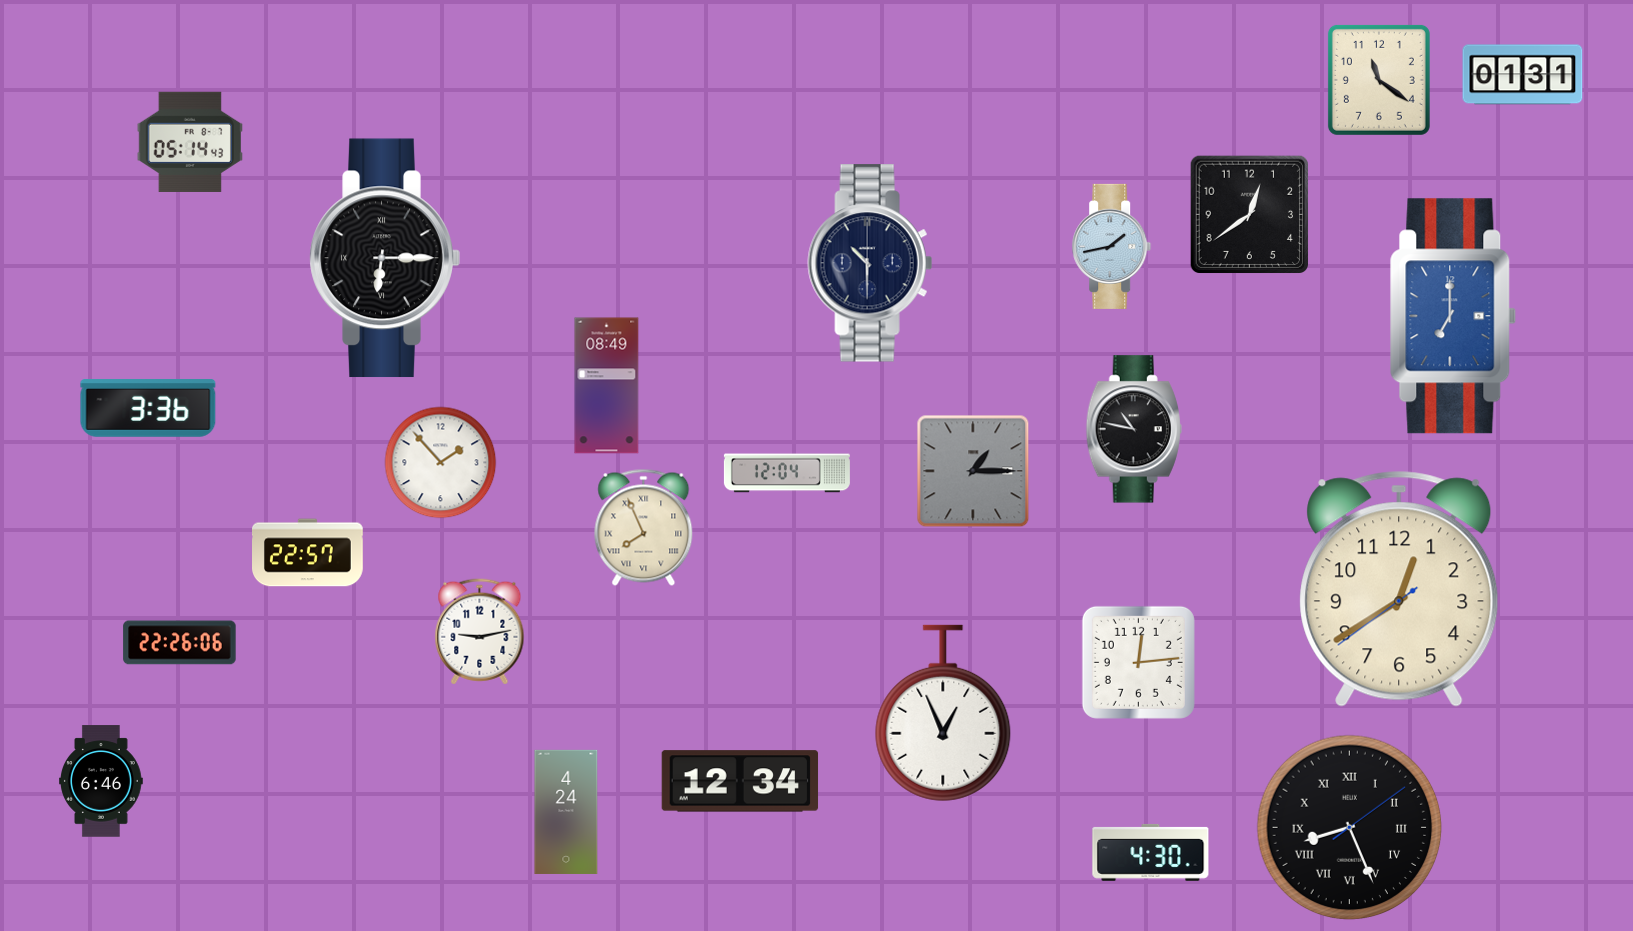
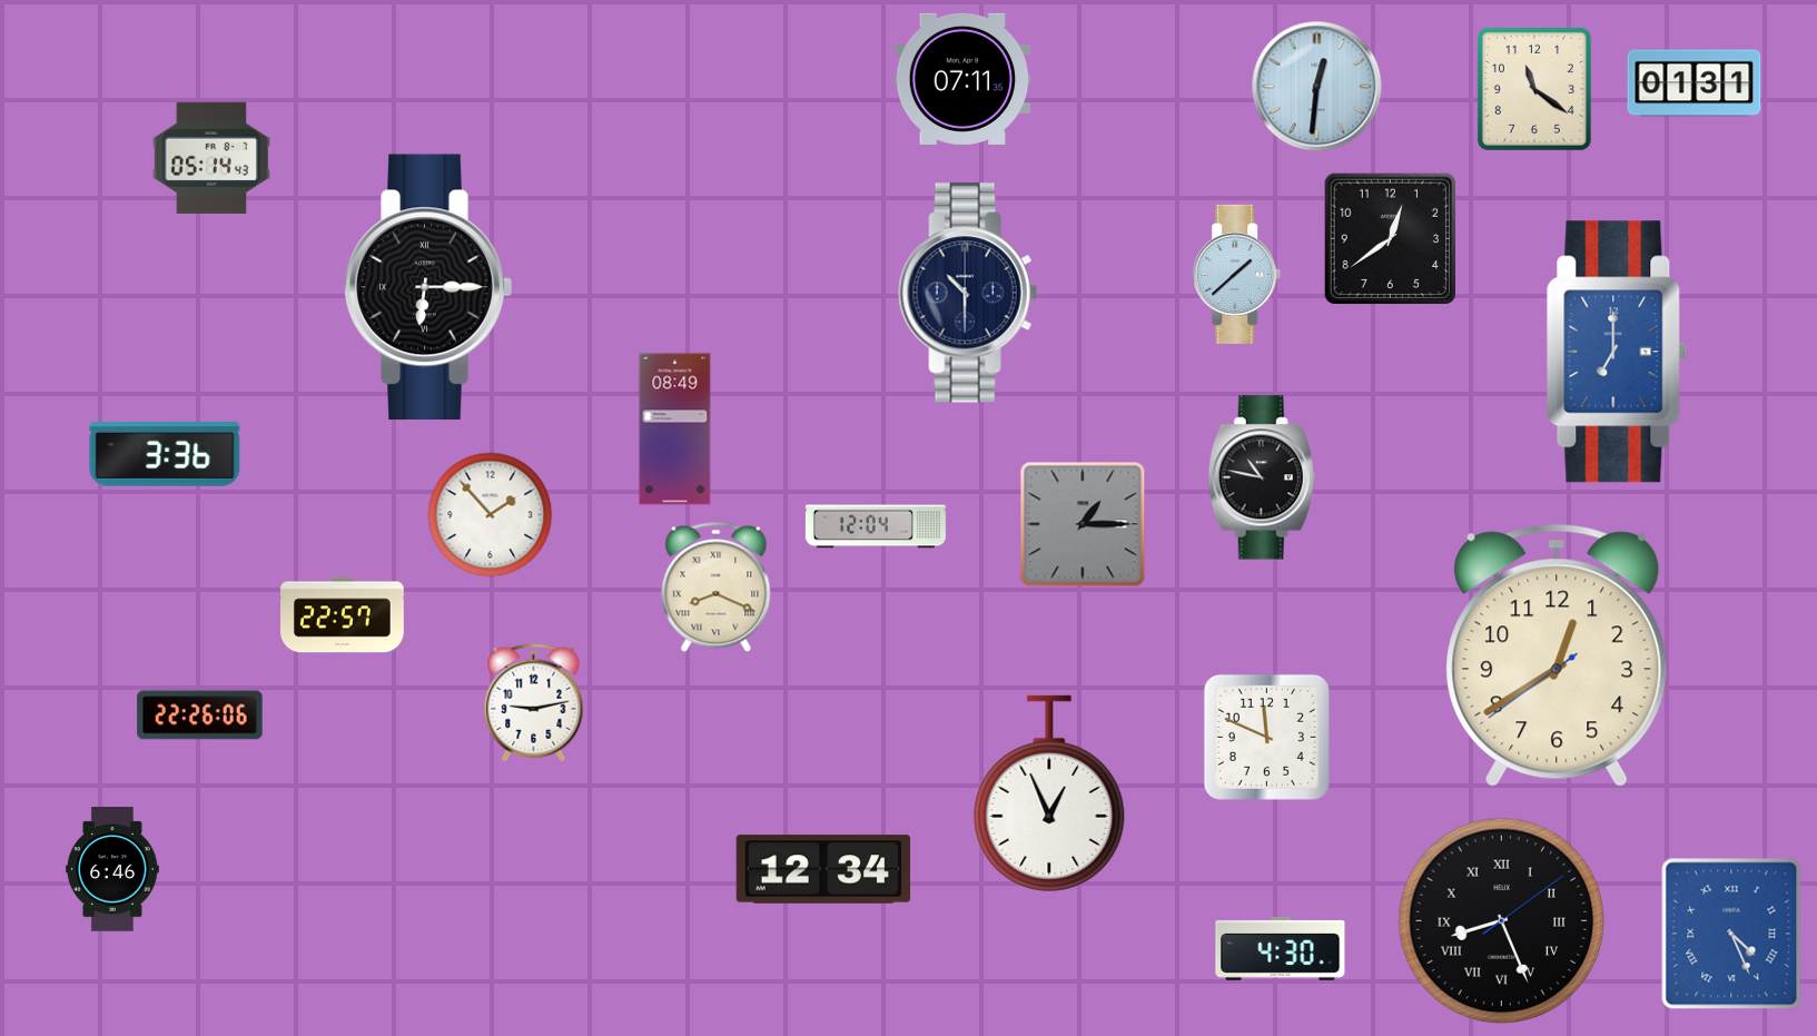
clock at (962, 79): none -> 07:11
clock at (1317, 87): none -> 12:31
clock at (1112, 246): 1:43 -> 1:38
clock at (644, 527): 7:56 -> 8:19
clock at (1138, 662): 12:14 -> 11:49
clock at (566, 811): 4:24 -> none
clock at (1731, 934): none -> 4:26
